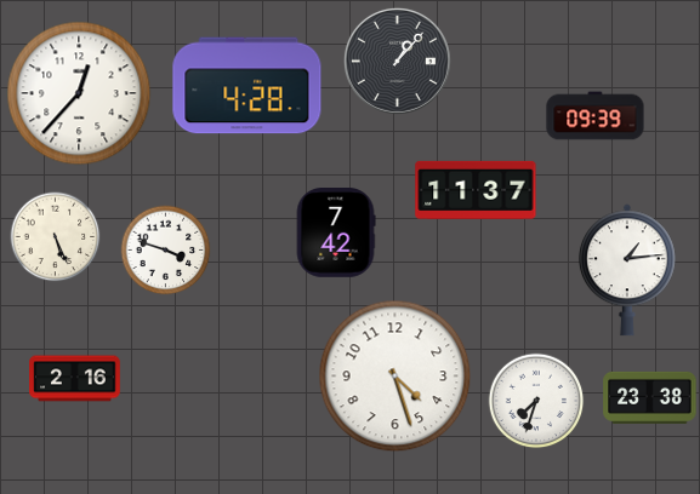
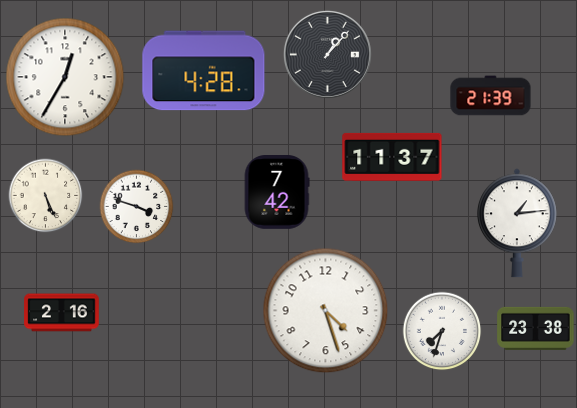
clock at (397, 61) position: (397, 61) -> (327, 54)
clock at (79, 93): 12:37 -> 12:35
clock at (596, 116): 09:39 -> 21:39
